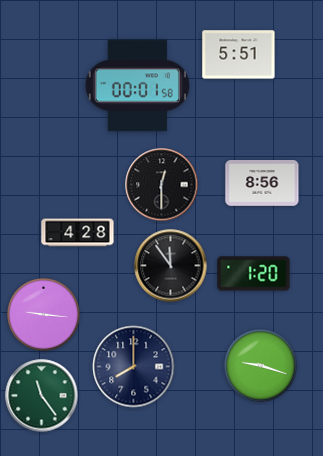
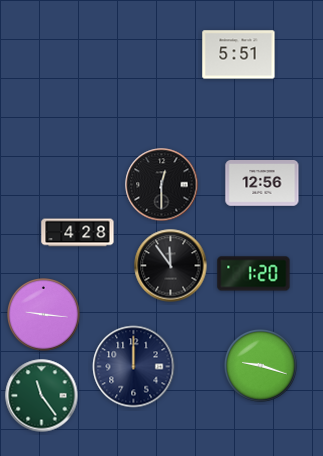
clock at (137, 86): 00:01 -> none
clock at (262, 183): 8:56 -> 12:56
clock at (134, 367): 8:00 -> 12:00
